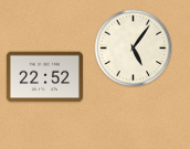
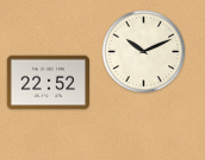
clock at (134, 49): 5:06 -> 10:11
